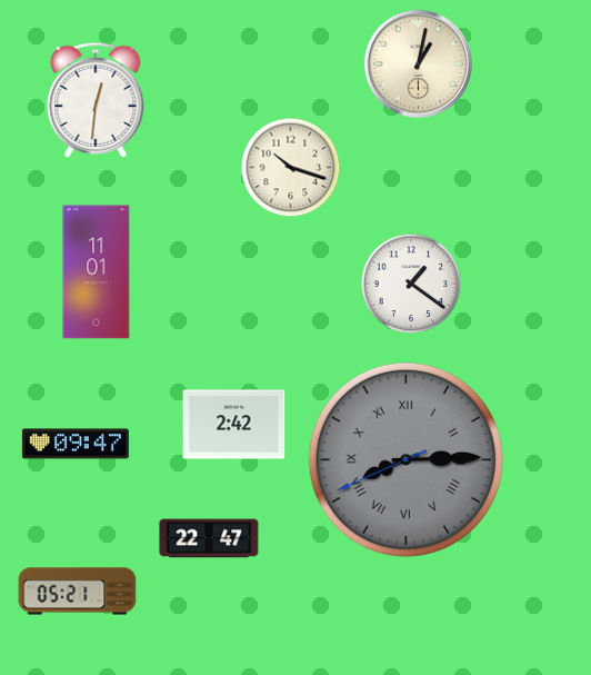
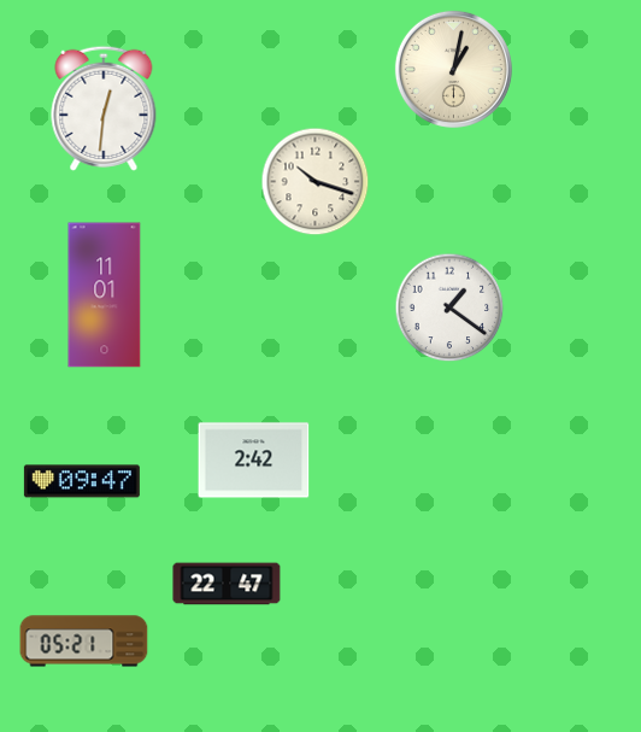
clock at (411, 284) position: (411, 284) -> (449, 308)
clock at (405, 459): 8:14 -> none
